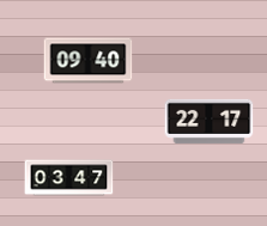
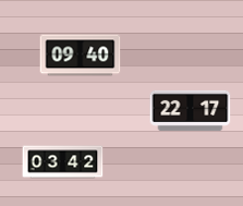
clock at (69, 178): 03:47 -> 03:42
